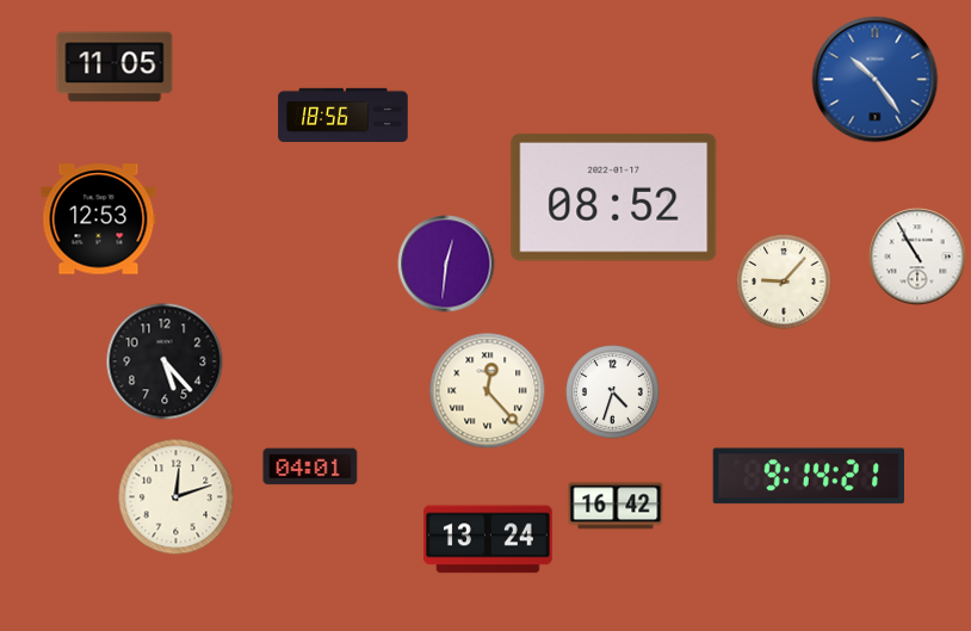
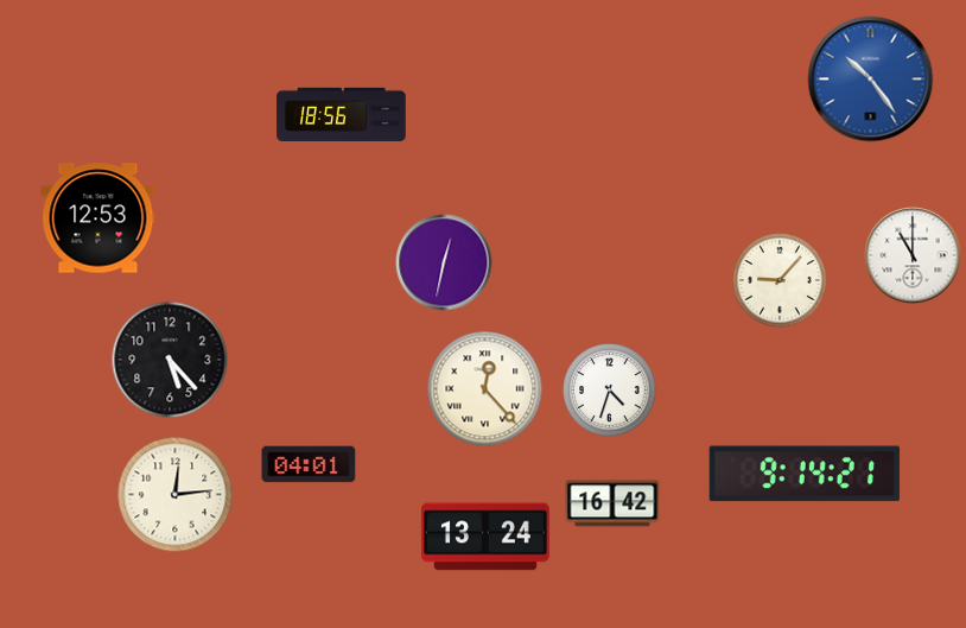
clock at (115, 67): 11:05 -> none
clock at (614, 197): 08:52 -> none
clock at (917, 256): 10:55 -> 11:00
clock at (446, 264): 12:31 -> 12:32
clock at (165, 361) position: (165, 361) -> (170, 360)
clock at (177, 497): 12:12 -> 12:14
